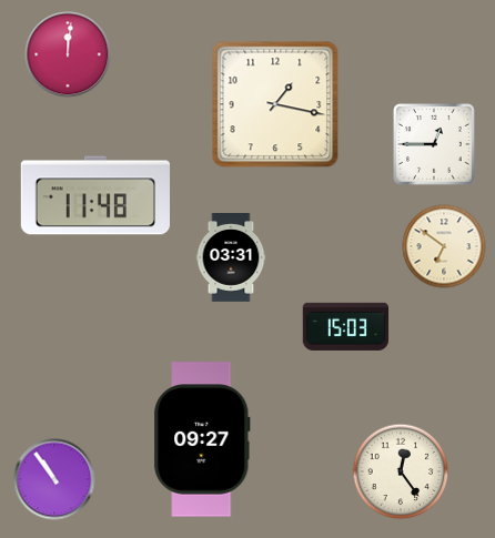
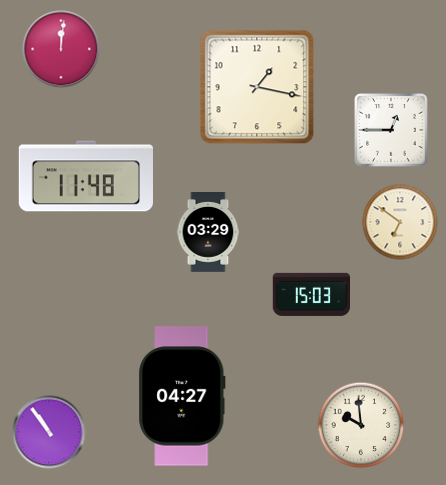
clock at (275, 104) position: (275, 104) -> (257, 87)
clock at (231, 258): 03:31 -> 03:29
clock at (202, 439): 09:27 -> 04:27
clock at (401, 471): 12:24 -> 9:59
